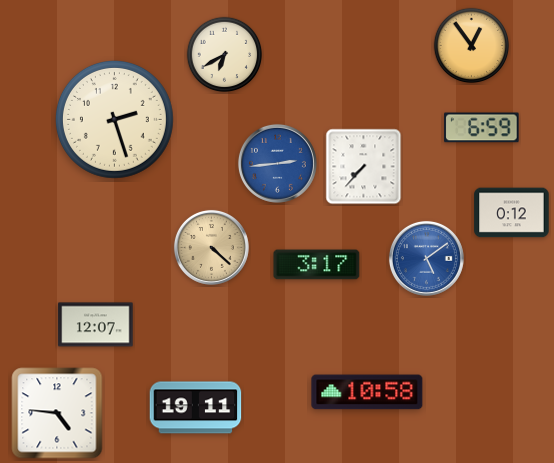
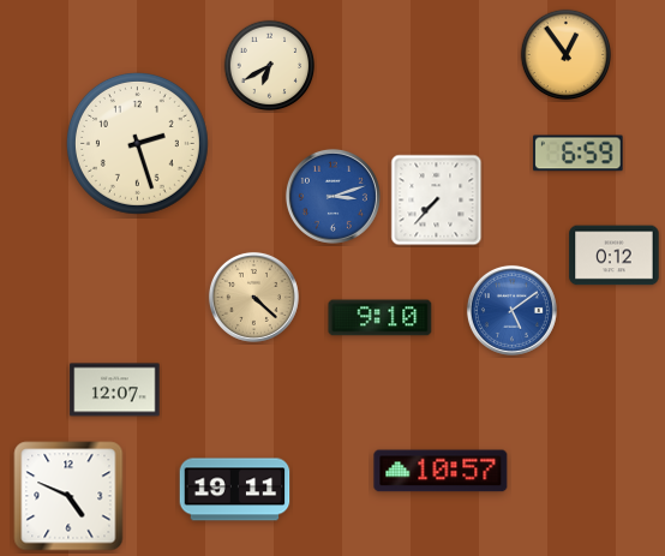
clock at (277, 163): 2:44 -> 3:12
clock at (317, 265): 3:17 -> 9:10
clock at (367, 392): 10:58 -> 10:57
clock at (57, 413): 4:46 -> 4:49
